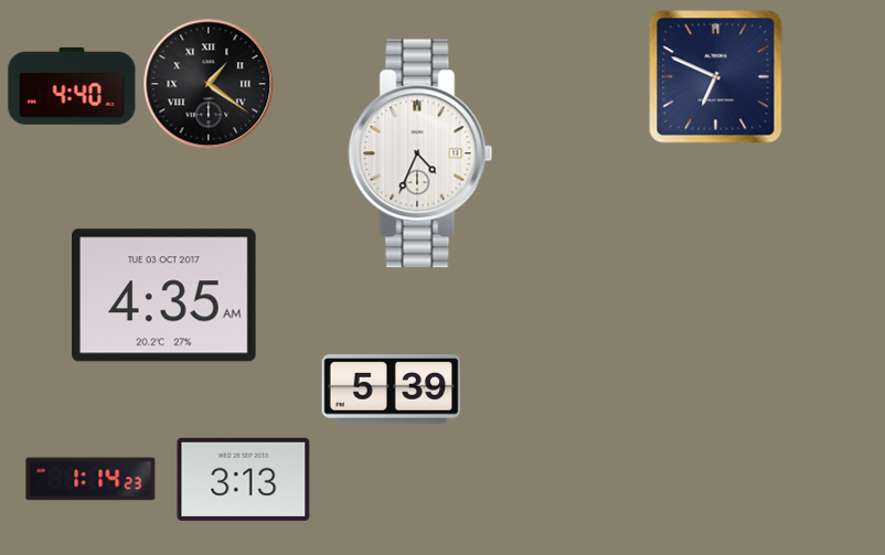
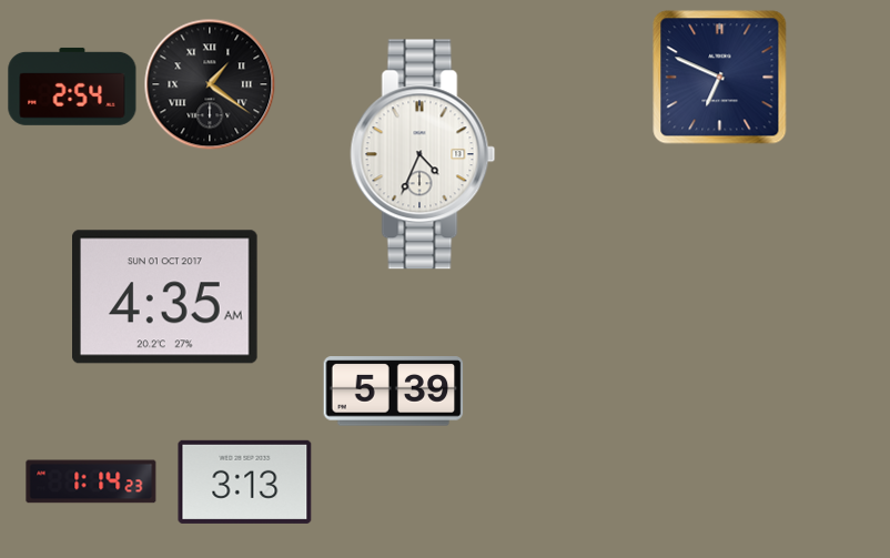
clock at (72, 86): 4:40 -> 2:54
clock at (164, 296) date: TUE 03 OCT 2017 -> SUN 01 OCT 2017
